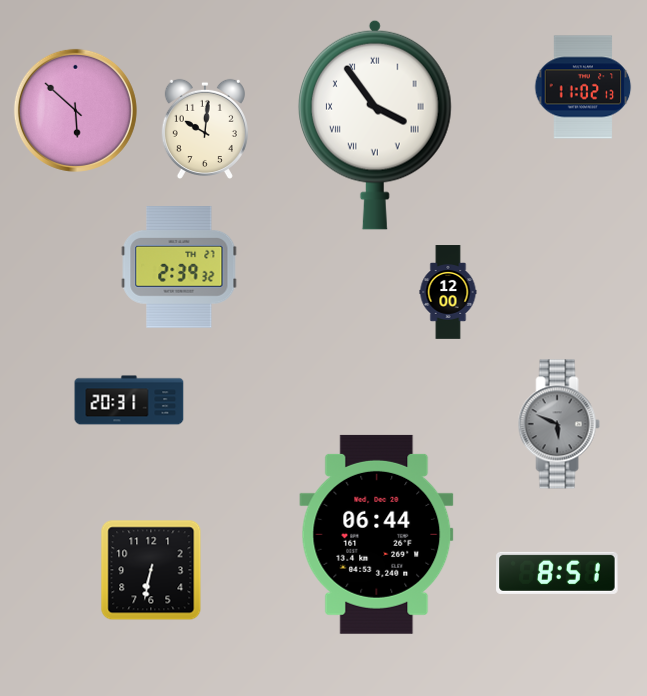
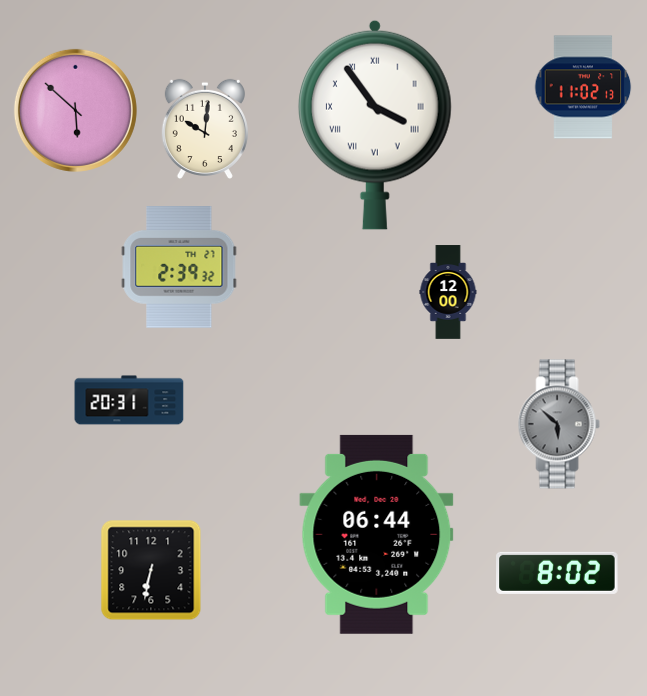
clock at (559, 424): 5:49 -> 5:52
clock at (557, 573): 8:51 -> 8:02
